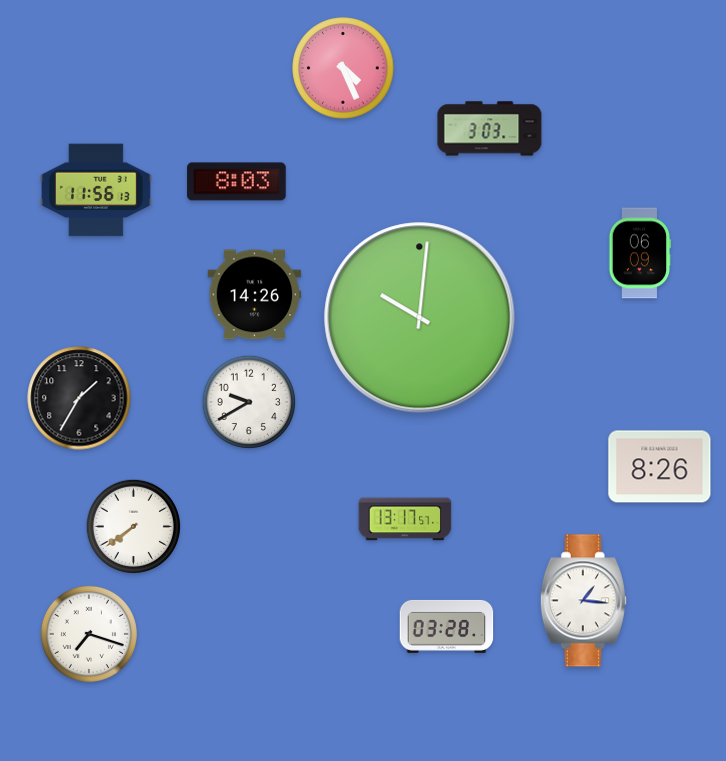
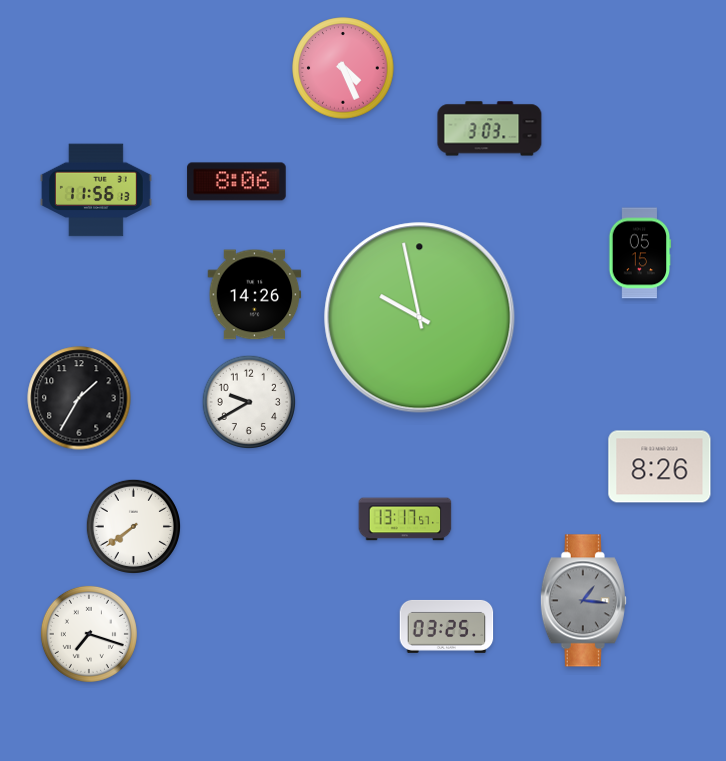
clock at (237, 182): 8:03 -> 8:06
clock at (640, 253): 06:09 -> 05:15
clock at (420, 318): 10:01 -> 9:58
clock at (583, 601) dial: white -> grey
clock at (447, 626): 03:28 -> 03:25
